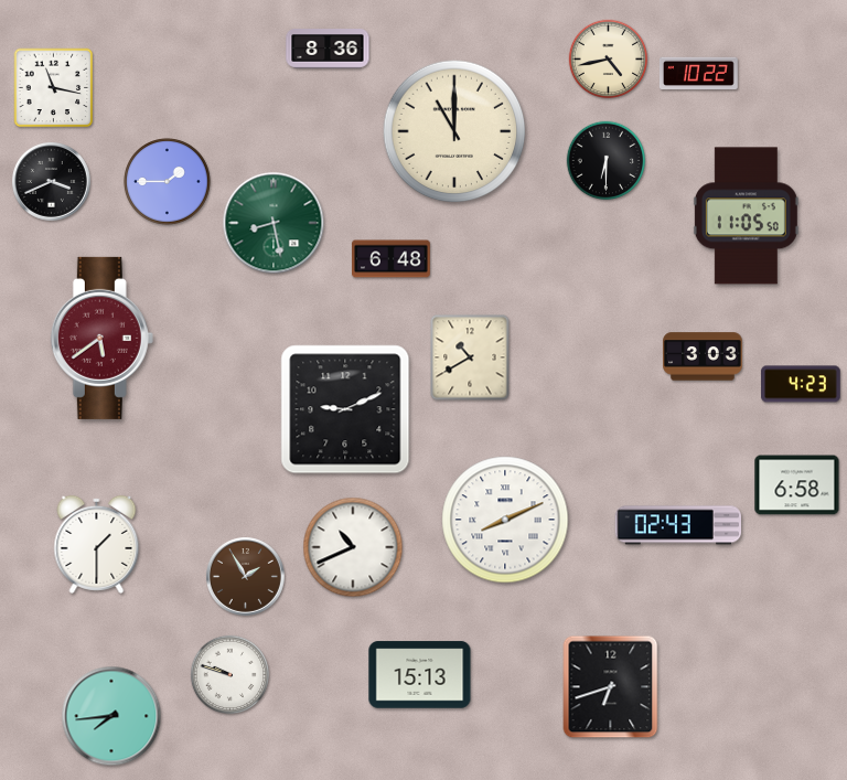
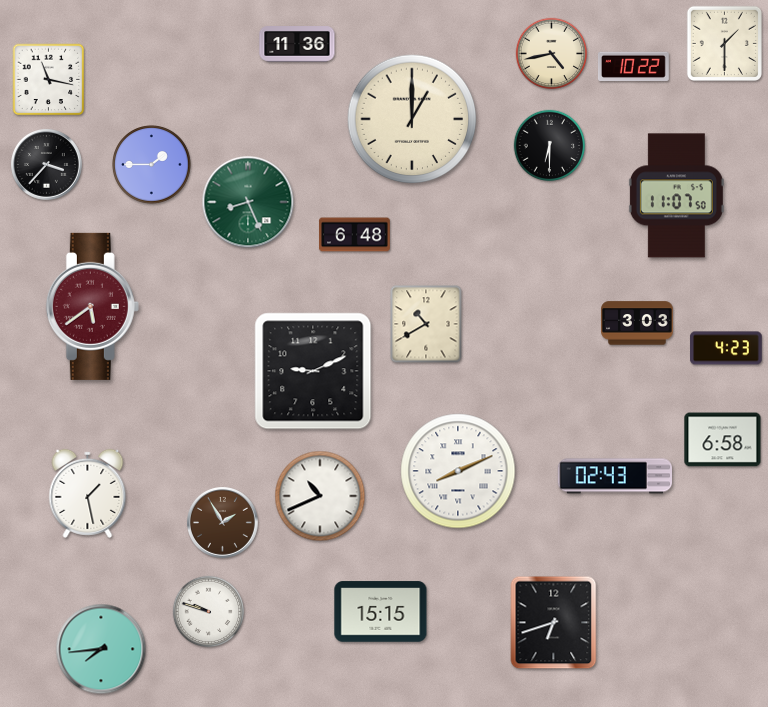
clock at (724, 43): none -> 1:30
clock at (328, 49): 8:36 -> 11:36
clock at (454, 131): 11:00 -> 1:00
clock at (52, 182): 3:41 -> 3:37
clock at (746, 216): 11:05 -> 11:07
clock at (274, 223): 8:28 -> 8:26
clock at (97, 544): 1:30 -> 1:28
clock at (420, 675): 15:13 -> 15:15
